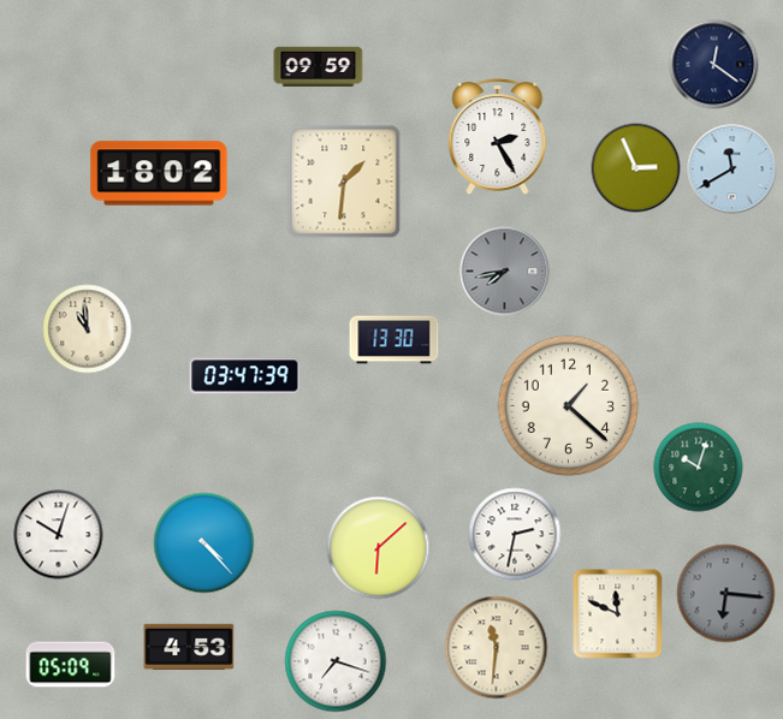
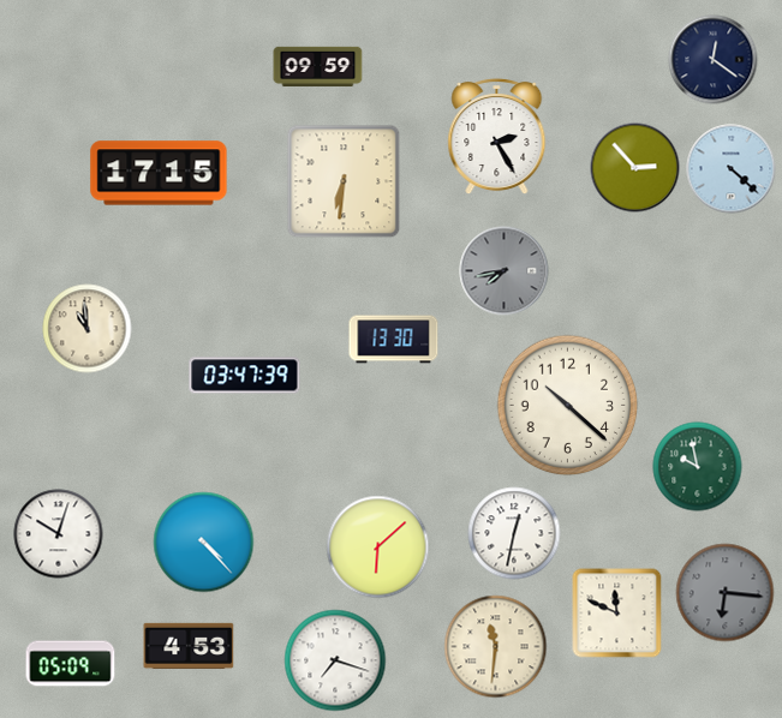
clock at (714, 65) position: (714, 65) -> (714, 60)
clock at (636, 168): 2:56 -> 2:53
clock at (732, 170): 11:40 -> 4:22
clock at (159, 173): 18:02 -> 17:15
clock at (344, 182): 1:31 -> 6:31
clock at (569, 406): 1:22 -> 10:22
clock at (699, 468): 10:03 -> 9:58
clock at (515, 534): 2:32 -> 12:32
